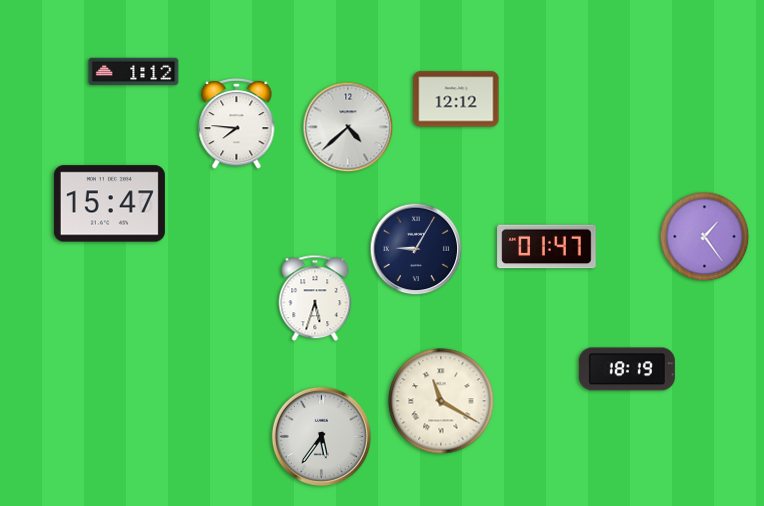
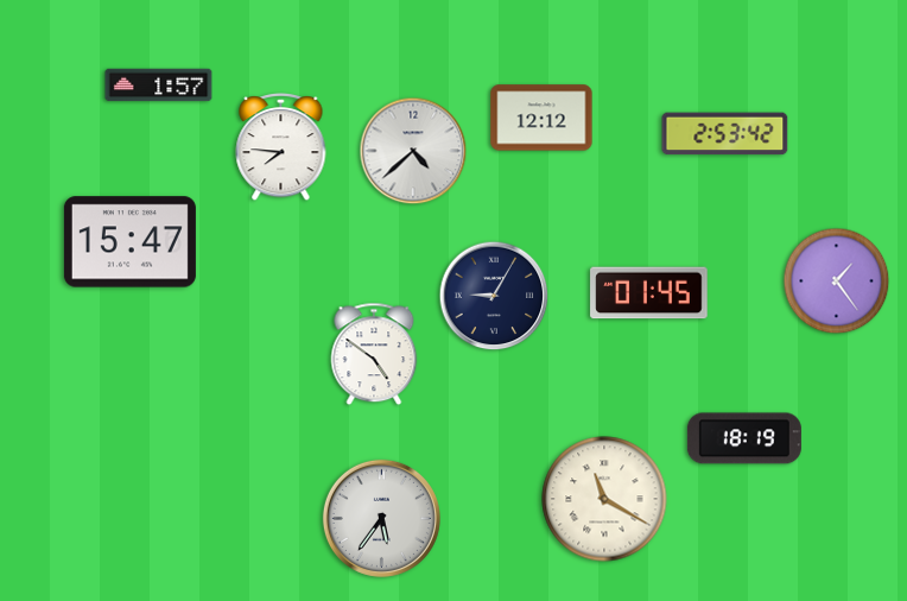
clock at (134, 72): 1:12 -> 1:57
clock at (725, 134): none -> 2:53
clock at (547, 247): 01:47 -> 01:45
clock at (315, 298): 5:33 -> 4:51
clock at (441, 401) position: (441, 401) -> (604, 499)
